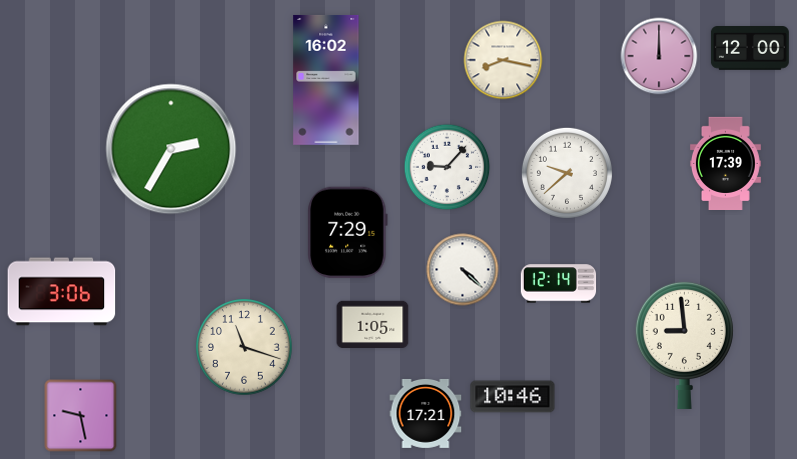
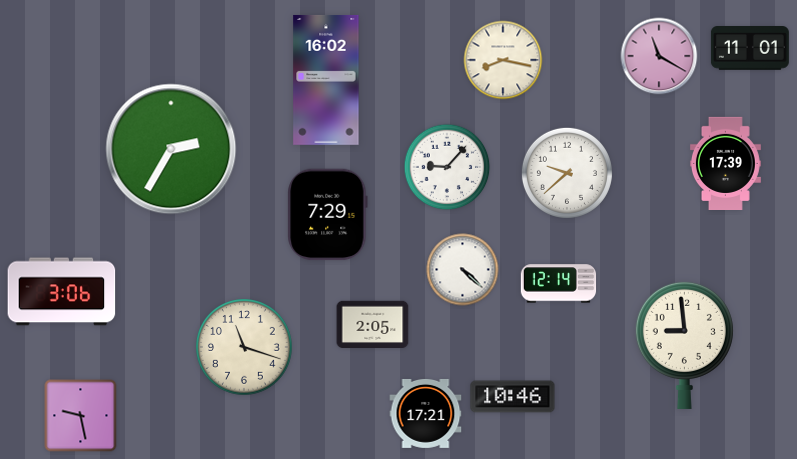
clock at (750, 49): 12:00 -> 11:01
clock at (659, 56): 12:00 -> 11:20
clock at (348, 233) position: (348, 233) -> (328, 215)
clock at (373, 325): 1:05 -> 2:05
